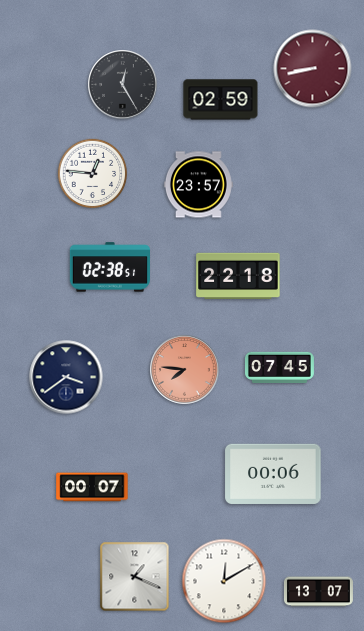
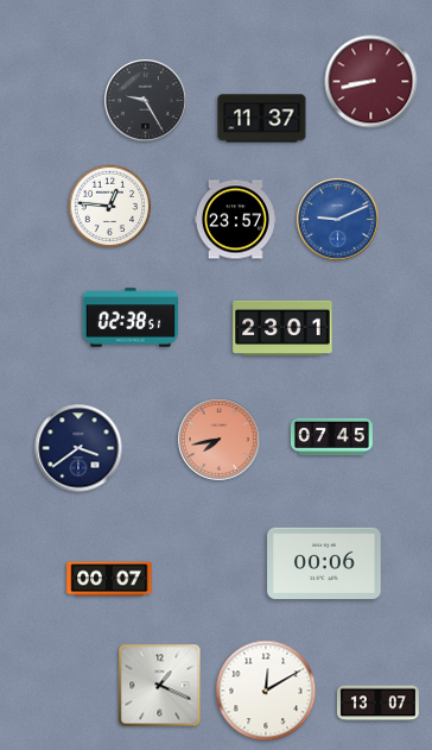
clock at (123, 85): 12:25 -> 9:25
clock at (221, 100): 02:59 -> 11:37
clock at (338, 220): none -> 9:11
clock at (238, 275): 22:18 -> 23:01
clock at (185, 370): 7:46 -> 7:43
